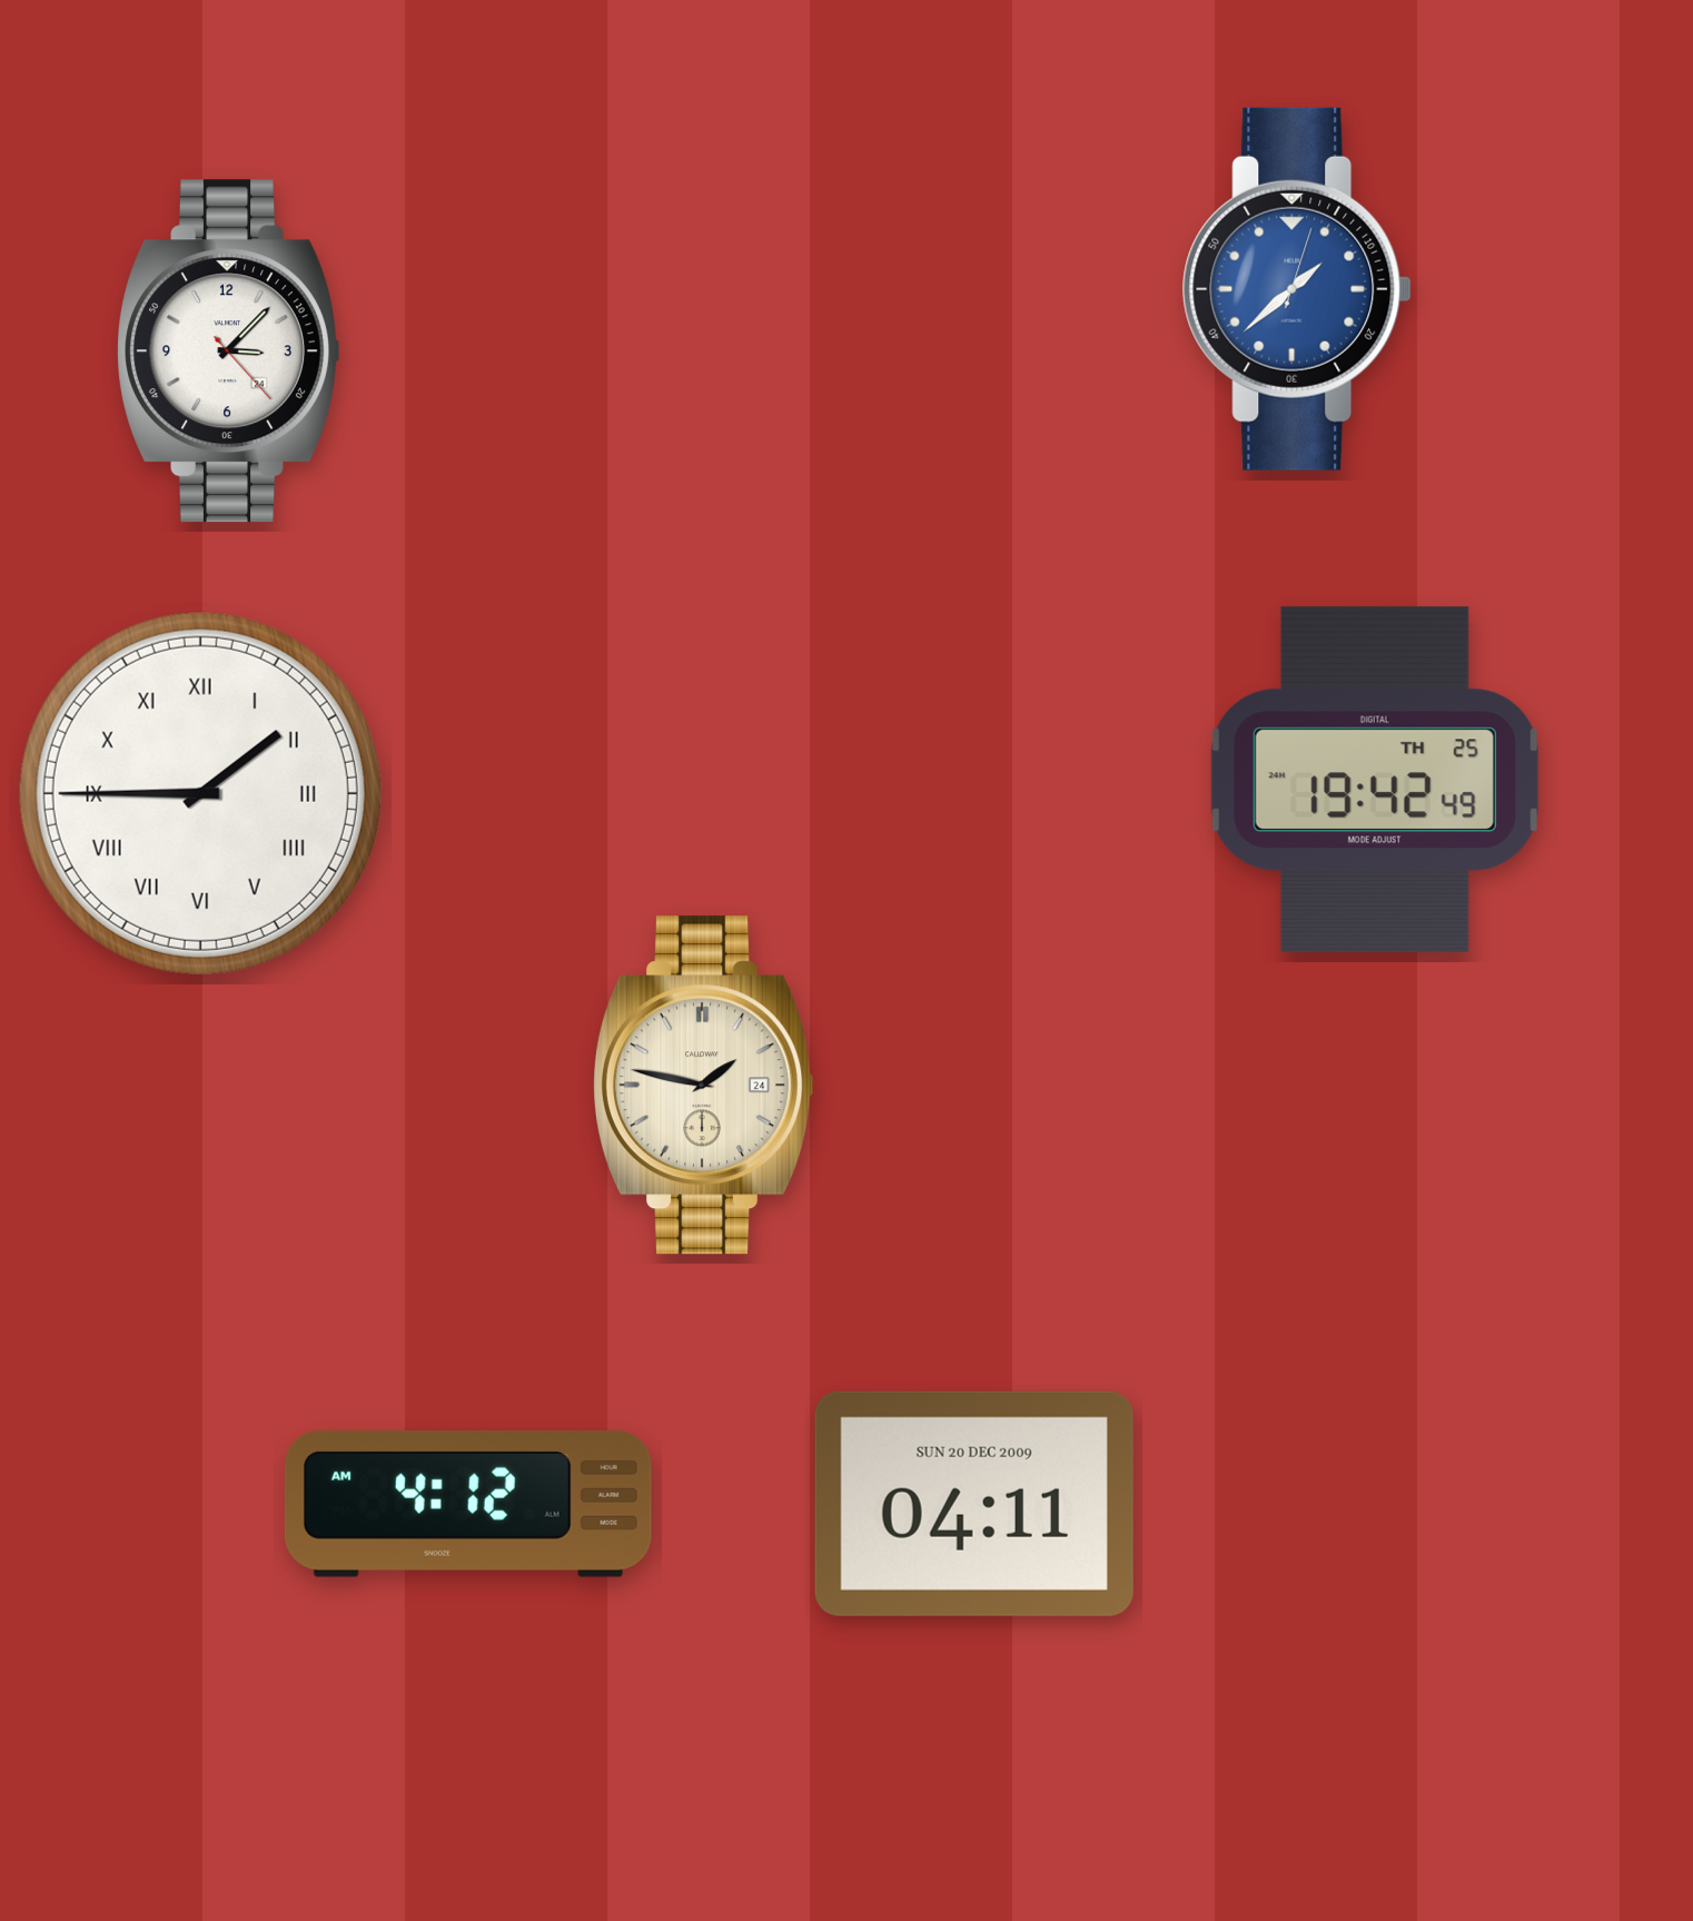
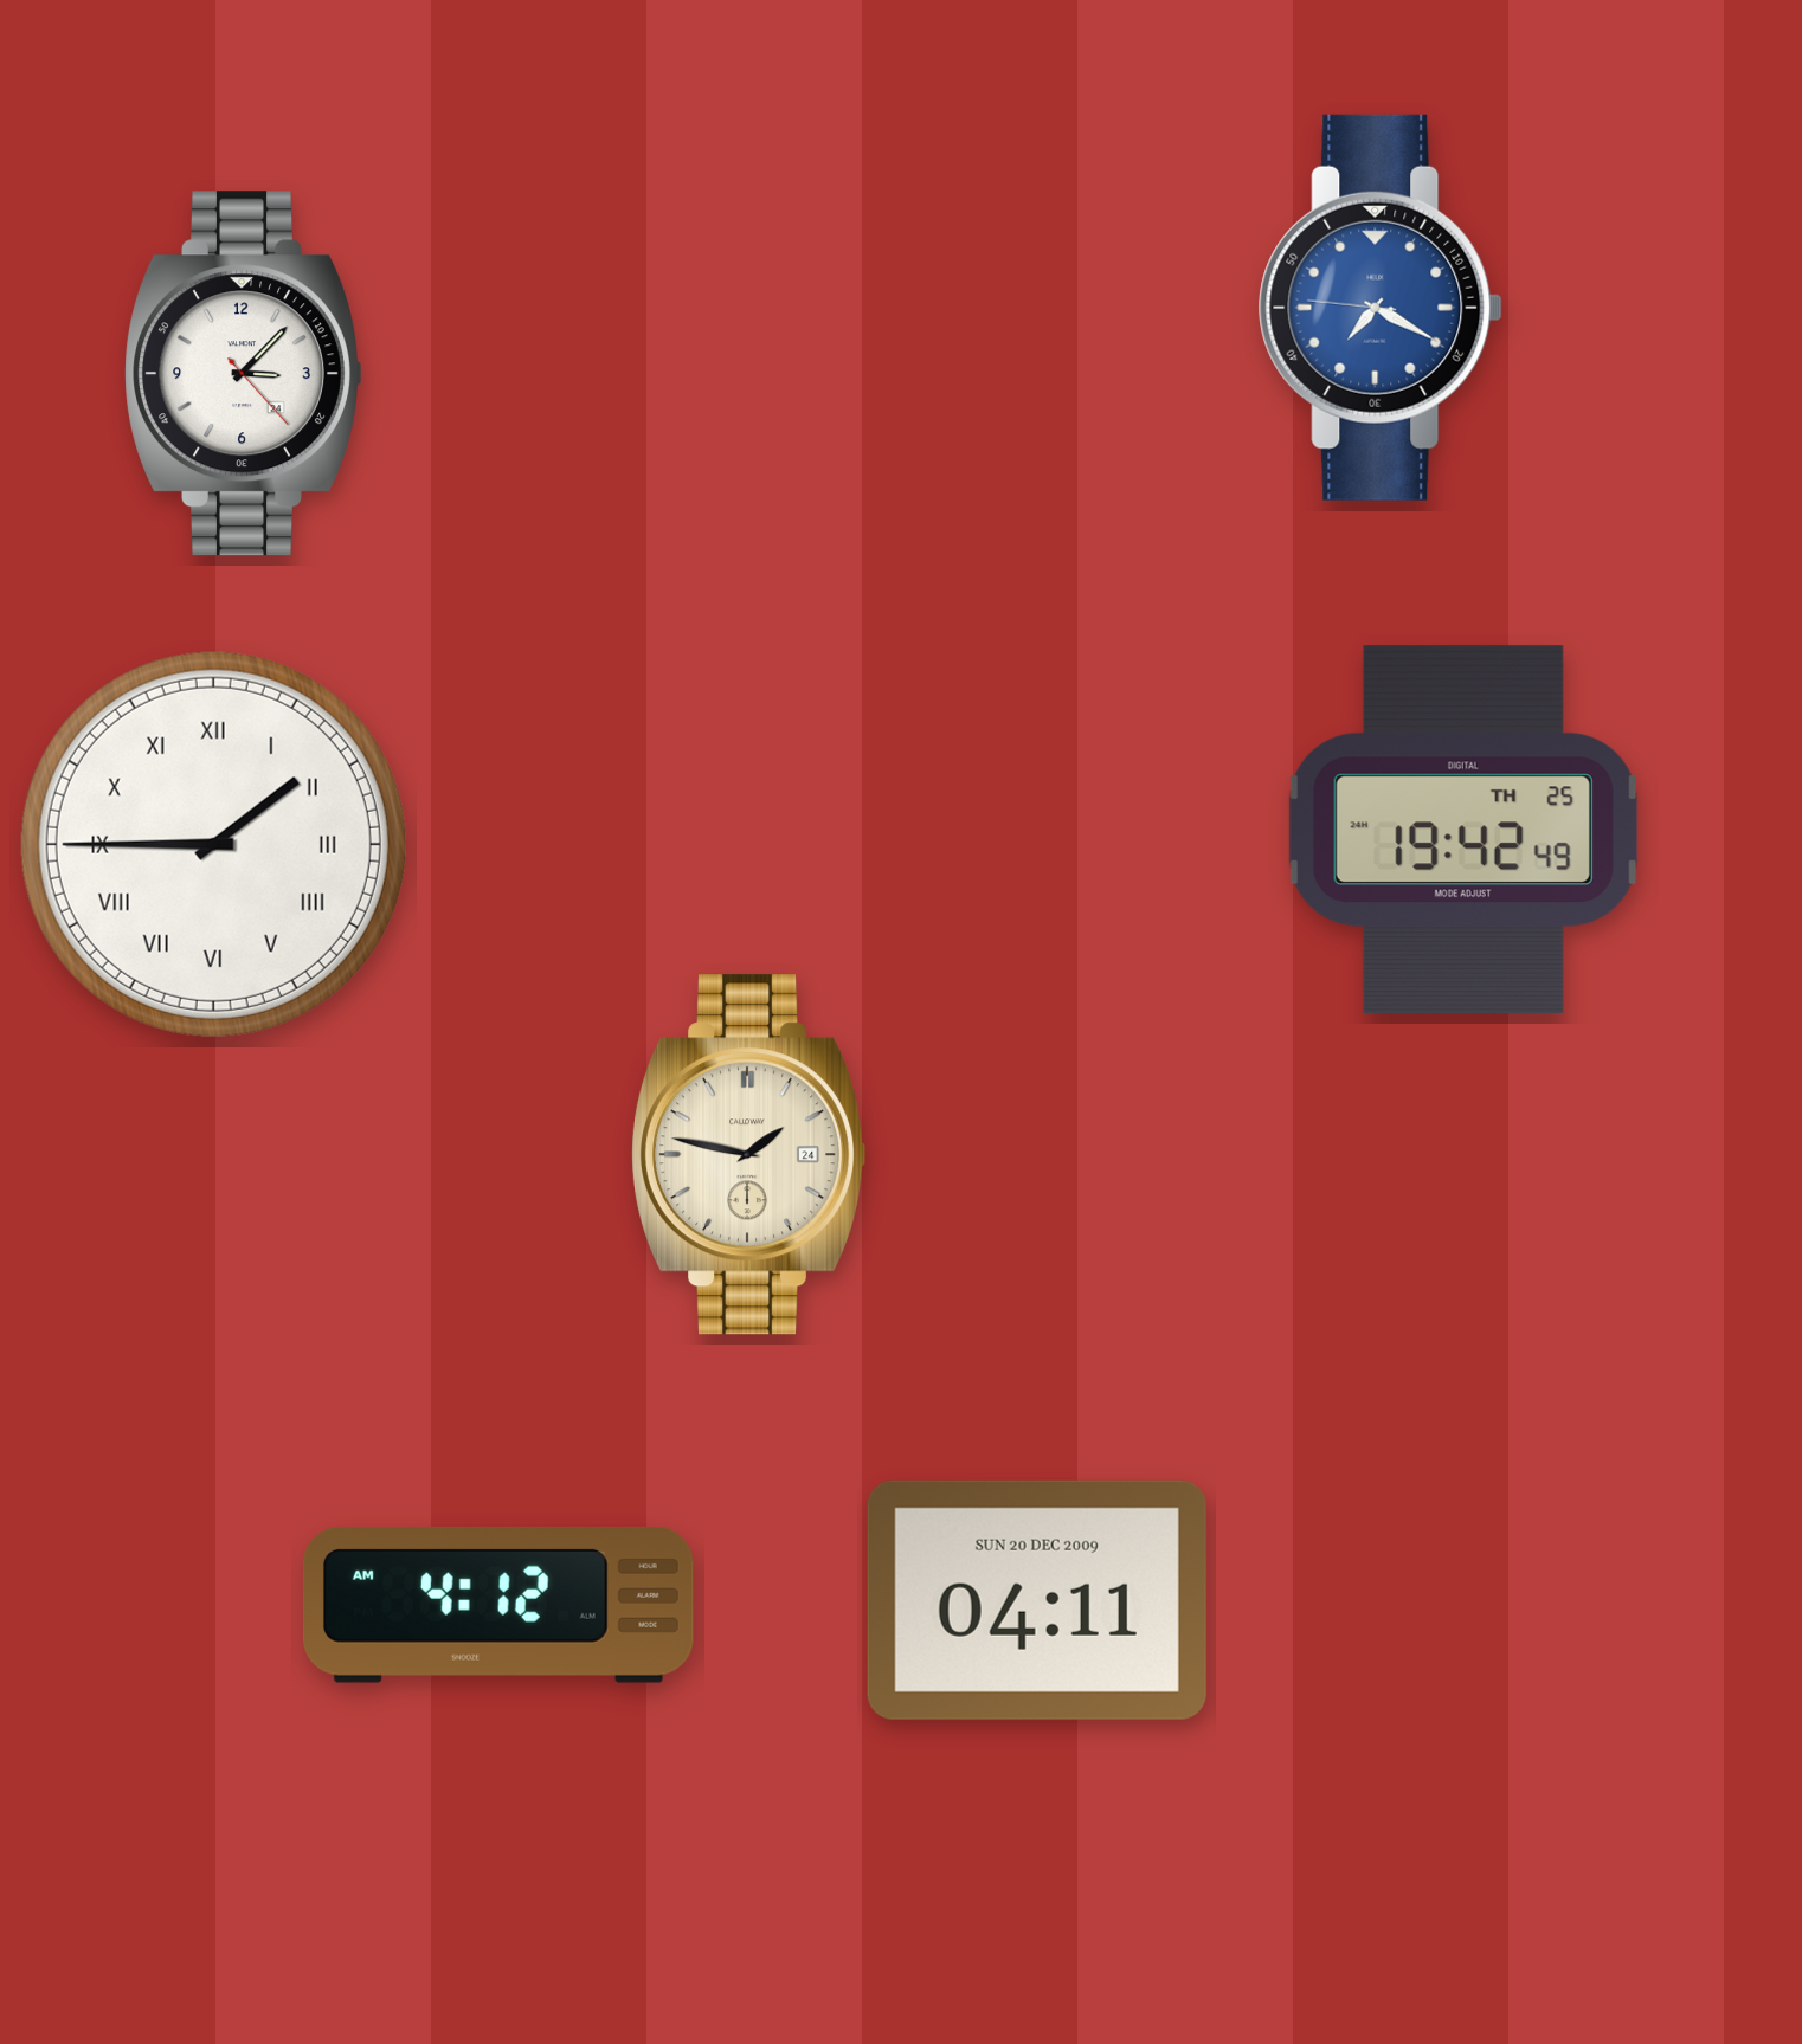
clock at (1297, 289): 1:38 -> 7:19
clock at (468, 1504) position: (468, 1504) -> (498, 1605)
